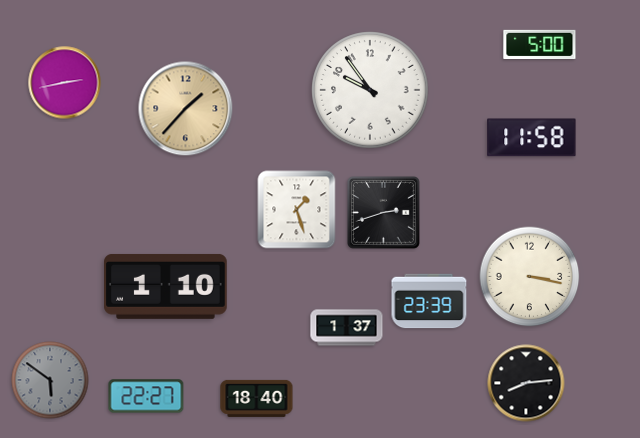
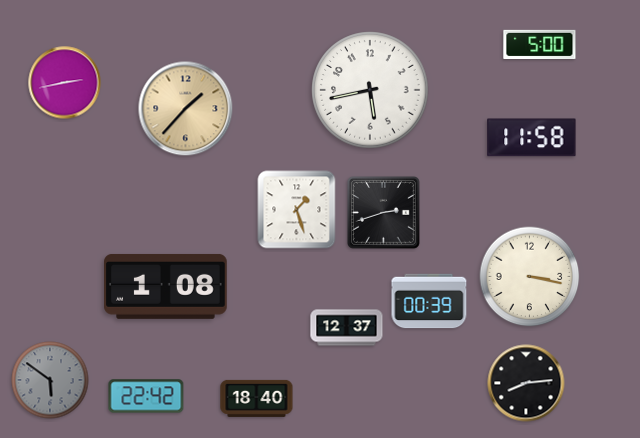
clock at (370, 90): 9:54 -> 5:43
clock at (166, 286): 1:10 -> 1:08
clock at (429, 301): 23:39 -> 00:39
clock at (347, 328): 1:37 -> 12:37
clock at (146, 396): 22:27 -> 22:42
